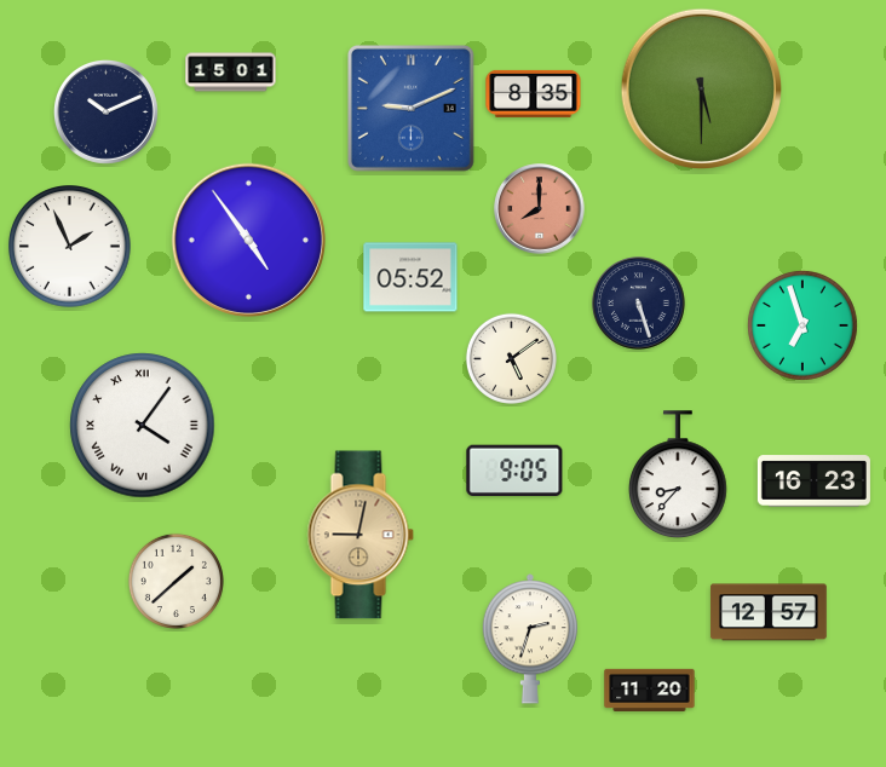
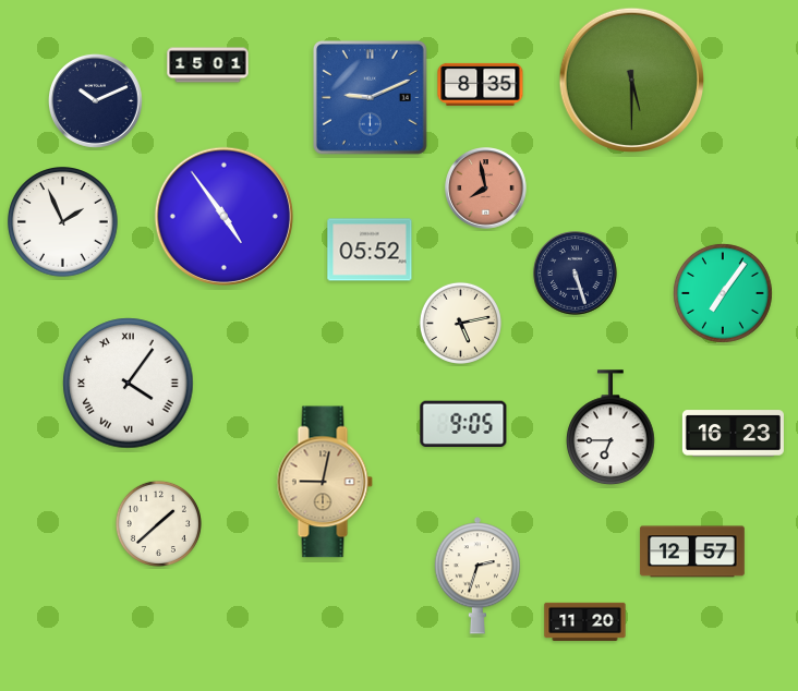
clock at (540, 209): 8:00 -> 7:58
clock at (802, 325): 6:57 -> 7:06
clock at (511, 358): 5:09 -> 5:13
clock at (679, 475): 8:37 -> 6:45
